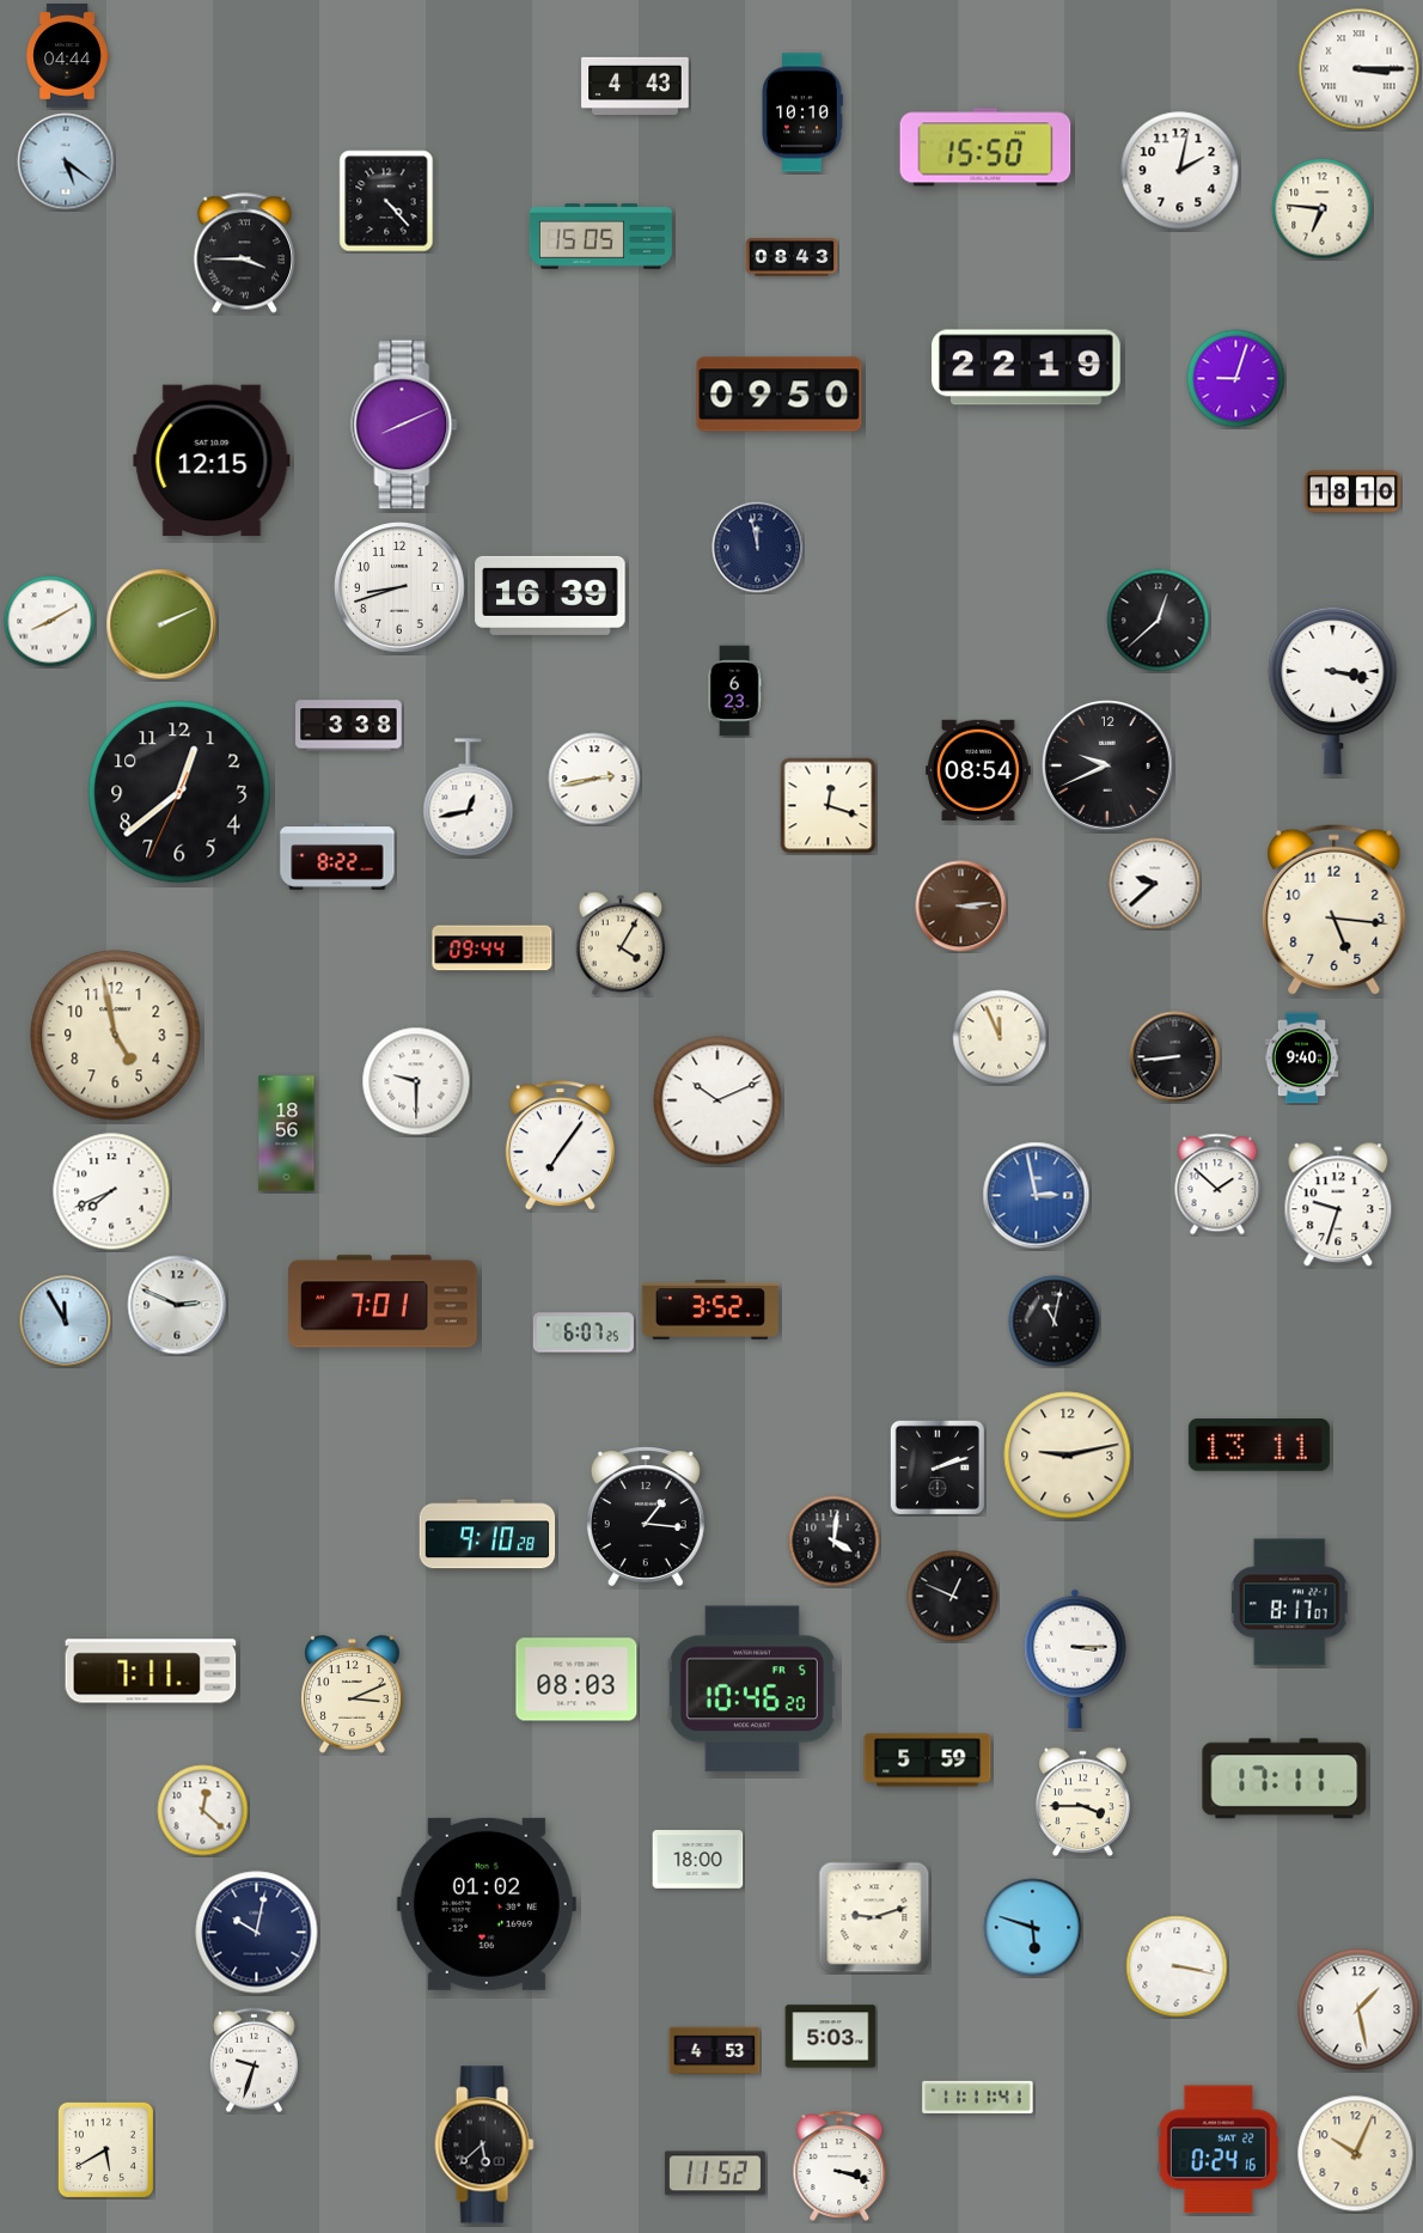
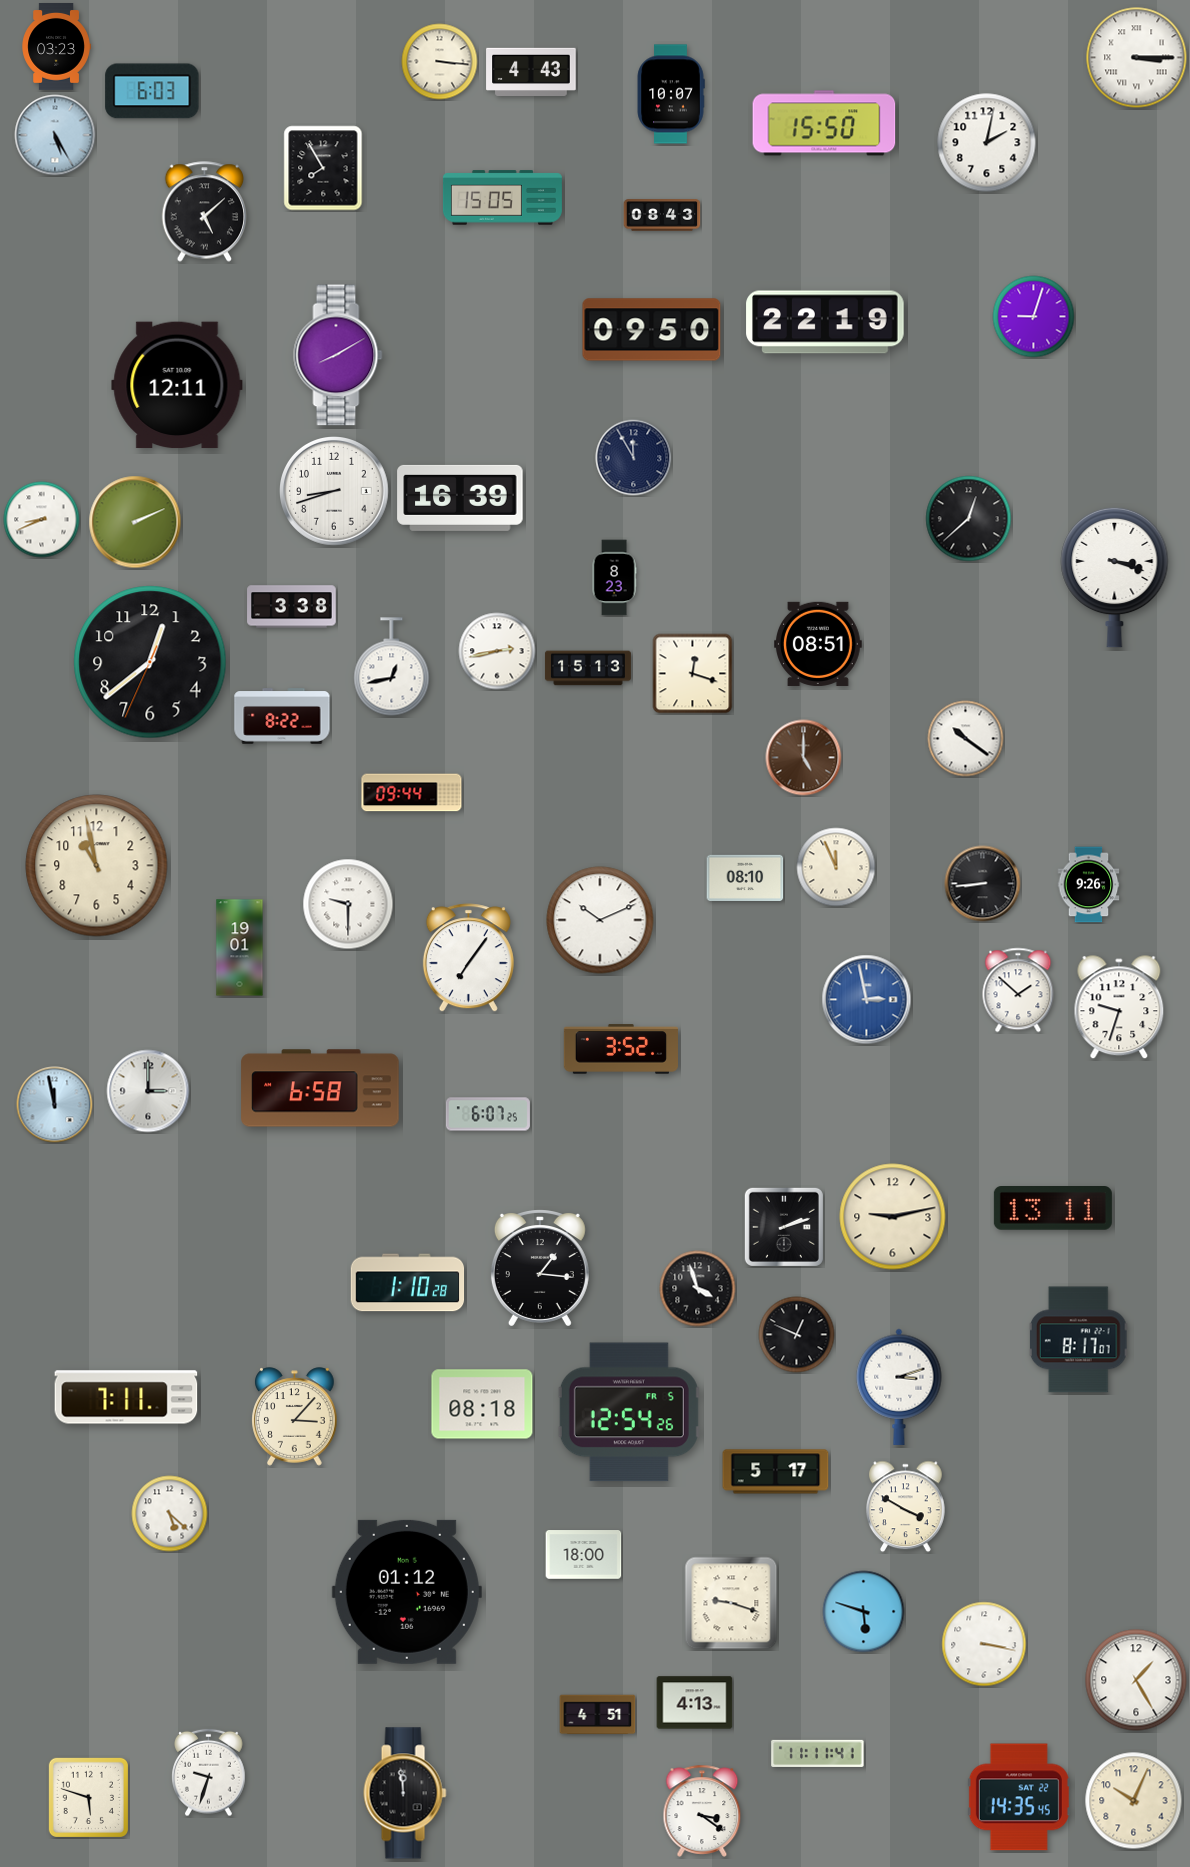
clock at (67, 56): 04:44 -> 03:23
clock at (440, 62): none -> 3:16
clock at (152, 91): none -> 6:03
clock at (802, 112): 10:10 -> 10:07
clock at (66, 161): 5:21 -> 5:25
clock at (386, 201): 4:23 -> 7:55
clock at (1323, 209): 6:46 -> none
clock at (245, 254): 3:45 -> 5:08
clock at (1026, 367) position: (1026, 367) -> (825, 322)
clock at (404, 425): 8:11 -> 8:10
clock at (212, 460): 12:15 -> 12:11
clock at (1352, 492): 18:10 -> none
clock at (758, 548): 11:58 -> 11:55
clock at (50, 622): 8:10 -> 8:41
clock at (1333, 690): 3:17 -> 3:18
clock at (734, 691): 6:23 -> 8:23
clock at (1109, 767): 9:41 -> none
clock at (979, 770): 08:54 -> 08:51
clock at (588, 668): none -> 15:13
clock at (1155, 884): 9:38 -> 10:21
clock at (961, 907): 3:14 -> 5:00
clock at (1335, 909): 5:16 -> none
clock at (621, 944): 4:05 -> none
clock at (116, 1036): 4:58 -> 10:58
clock at (745, 877): none -> 08:10
clock at (1302, 1058): 9:40 -> 9:26
clock at (287, 1134): 18:56 -> 19:01
clock at (111, 1191): 7:41 -> none
clock at (383, 1301): 7:01 -> 6:58
clock at (177, 1305): 2:49 -> 3:00
clock at (710, 1310) position: (710, 1310) -> (621, 1049)
clock at (66, 1322): 11:55 -> 11:58
clock at (1055, 1322): 11:02 -> none
clock at (488, 1535): 9:10 -> 1:10
clock at (835, 1542): 4:01 -> 3:57
clock at (1075, 1659): 3:15 -> 3:12
clock at (576, 1679): 08:03 -> 08:18
clock at (752, 1689): 10:46 -> 12:54
clock at (353, 1695): 3:11 -> 3:07
clock at (928, 1761): 5:59 -> 5:17
clock at (1284, 1779): 17:11 -> none
clock at (1083, 1802): 3:45 -> 3:50
clock at (203, 1811): 12:22 -> 5:22
clock at (487, 1904): 01:02 -> 01:12
clock at (874, 1917): 9:12 -> 9:18
clock at (257, 1933): 10:02 -> none
clock at (1358, 2009): 1:28 -> 1:25
clock at (831, 2037): 5:03 -> 4:13
clock at (715, 2051): 4:53 -> 4:51
clock at (255, 2061) position: (255, 2061) -> (209, 1773)
clock at (484, 2144): 5:38 -> 11:59
clock at (105, 2149): 5:40 -> 5:48
clock at (1219, 2149): 0:24 -> 14:35
clock at (839, 2166): 3:18 -> 3:21
clock at (715, 2173): 11:52 -> none
